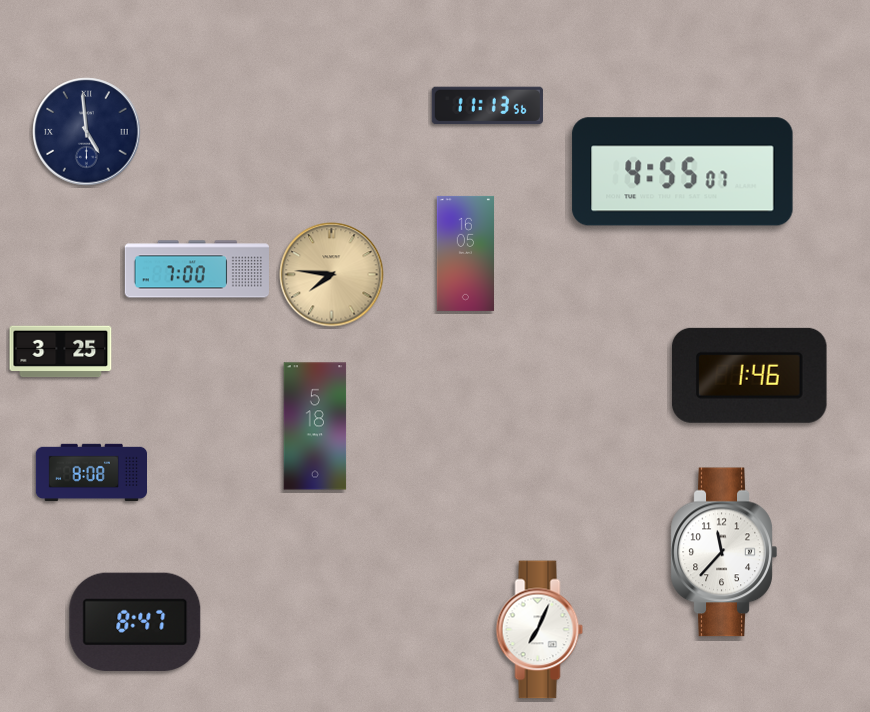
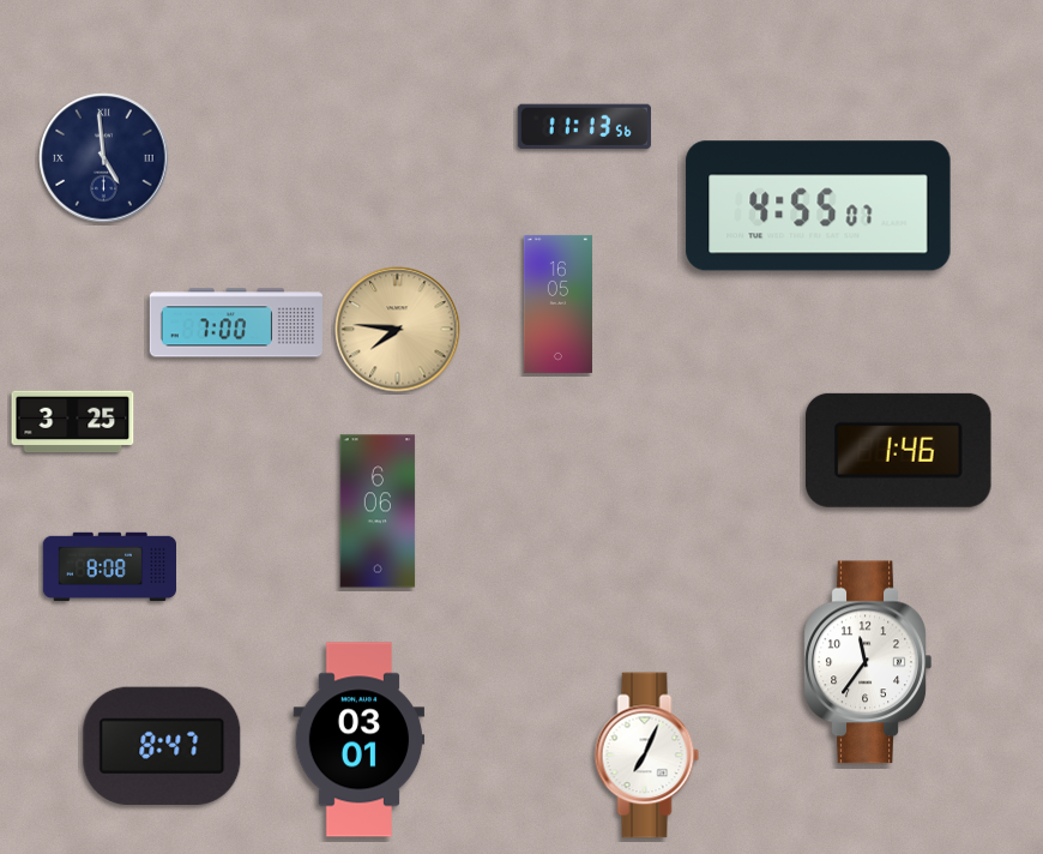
clock at (315, 426): 5:18 -> 6:06
clock at (724, 552): 11:37 -> 11:36
clock at (360, 740): none -> 03:01
